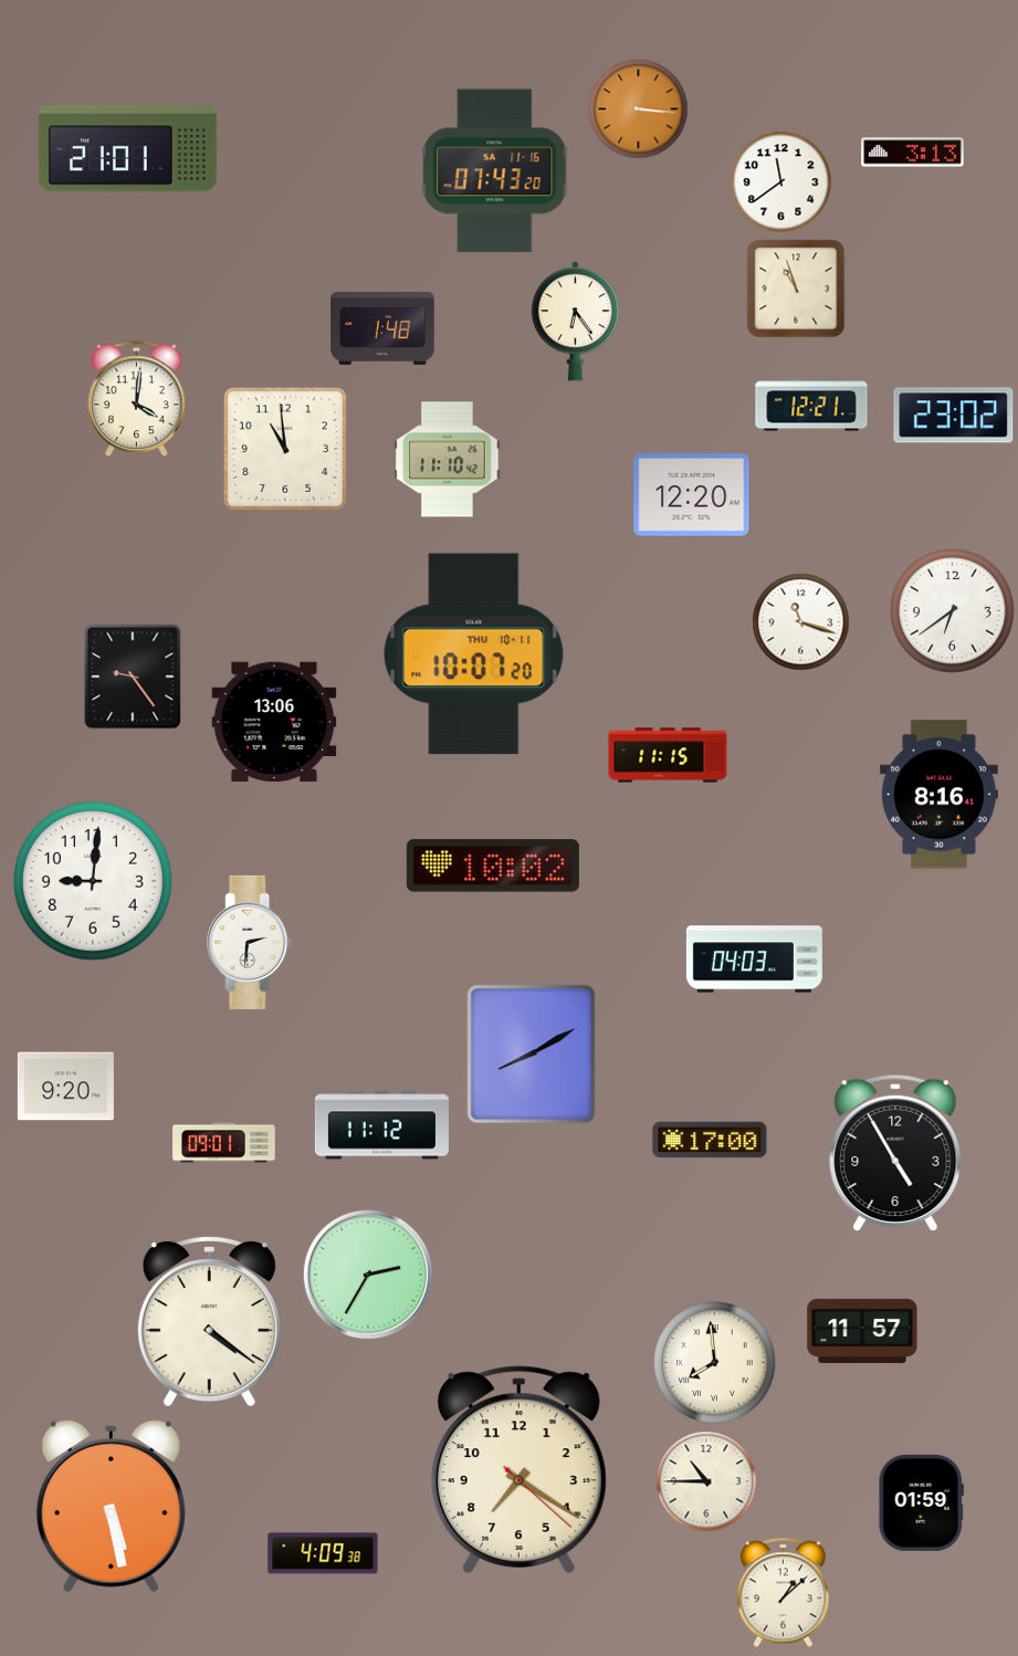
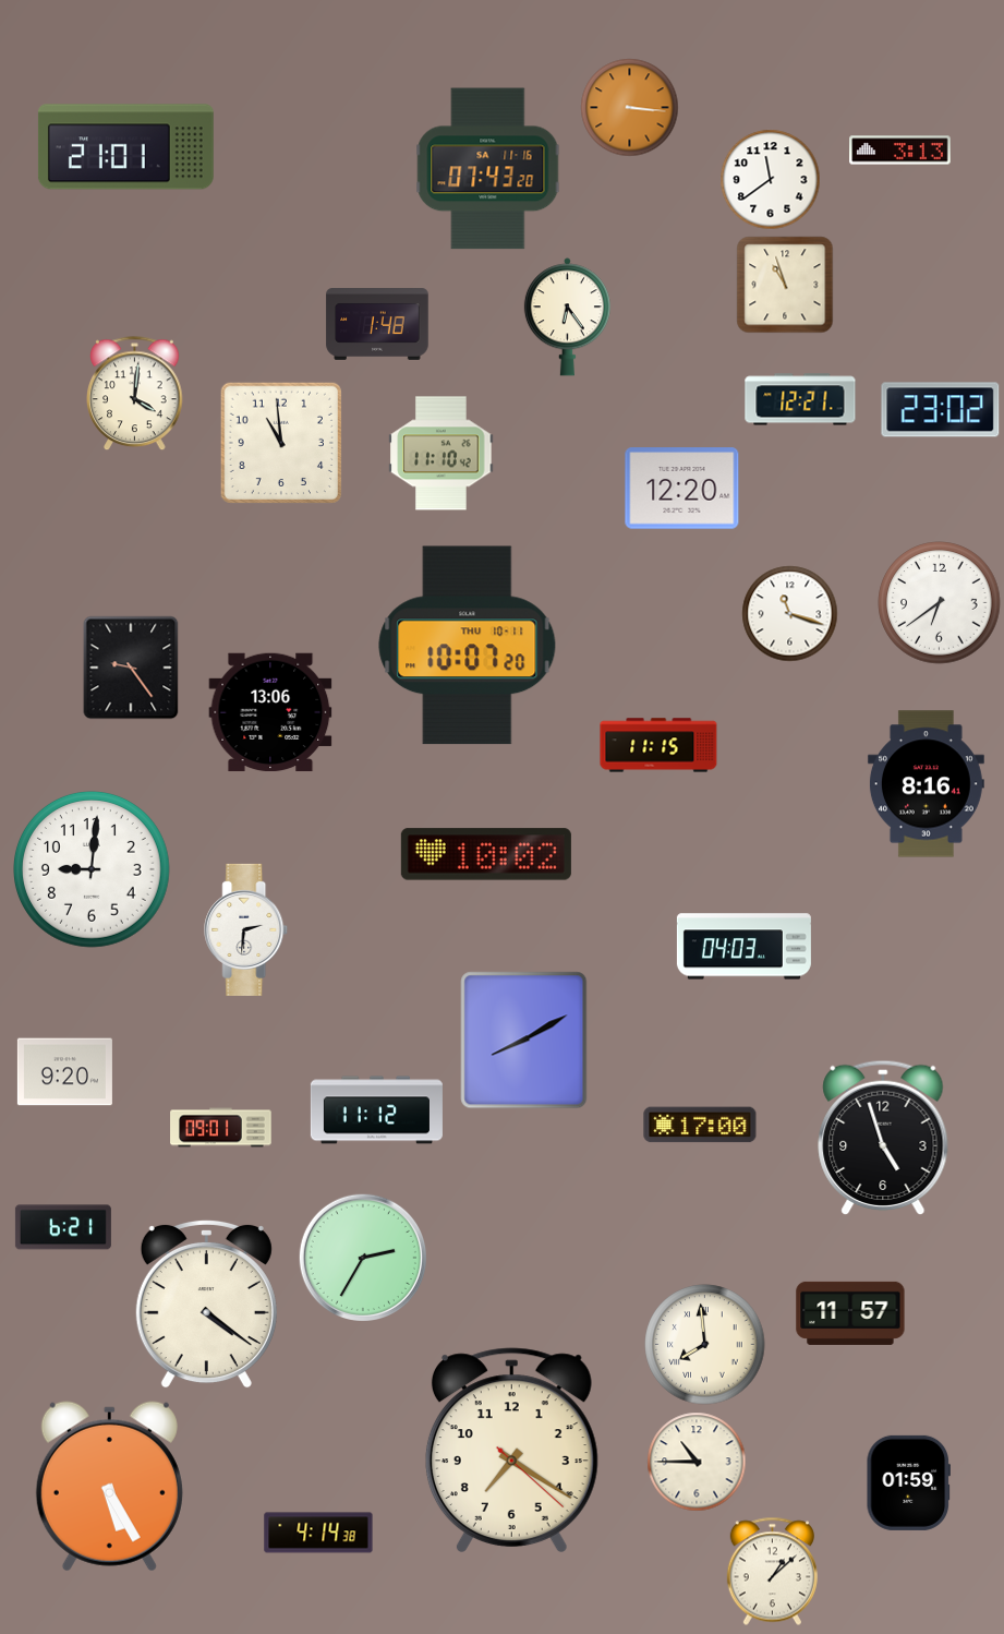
clock at (895, 1153): 4:55 -> 4:57
clock at (63, 1227): none -> 6:21
clock at (111, 1507): 5:28 -> 5:25
clock at (323, 1553): 4:09 -> 4:14
